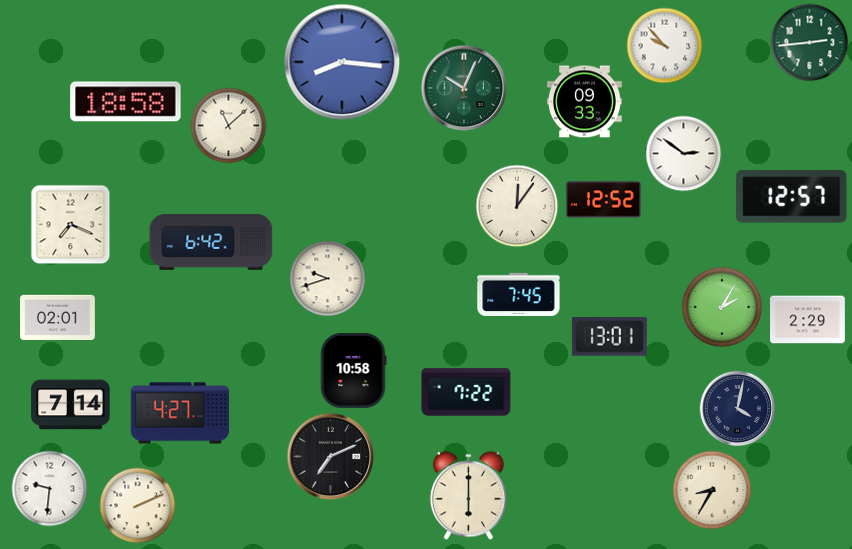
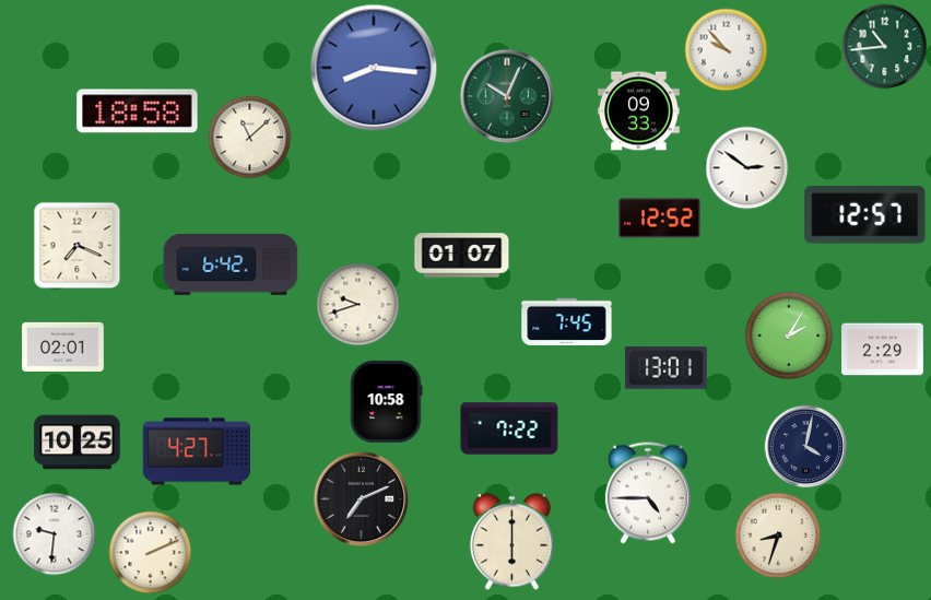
clock at (810, 43): 2:44 -> 10:44
clock at (517, 206): 12:06 -> none
clock at (462, 256): none -> 01:07
clock at (354, 370) position: (354, 370) -> (387, 401)
clock at (71, 405): 7:14 -> 10:25
clock at (648, 493): none -> 4:45
clock at (712, 490): 8:35 -> 8:33
